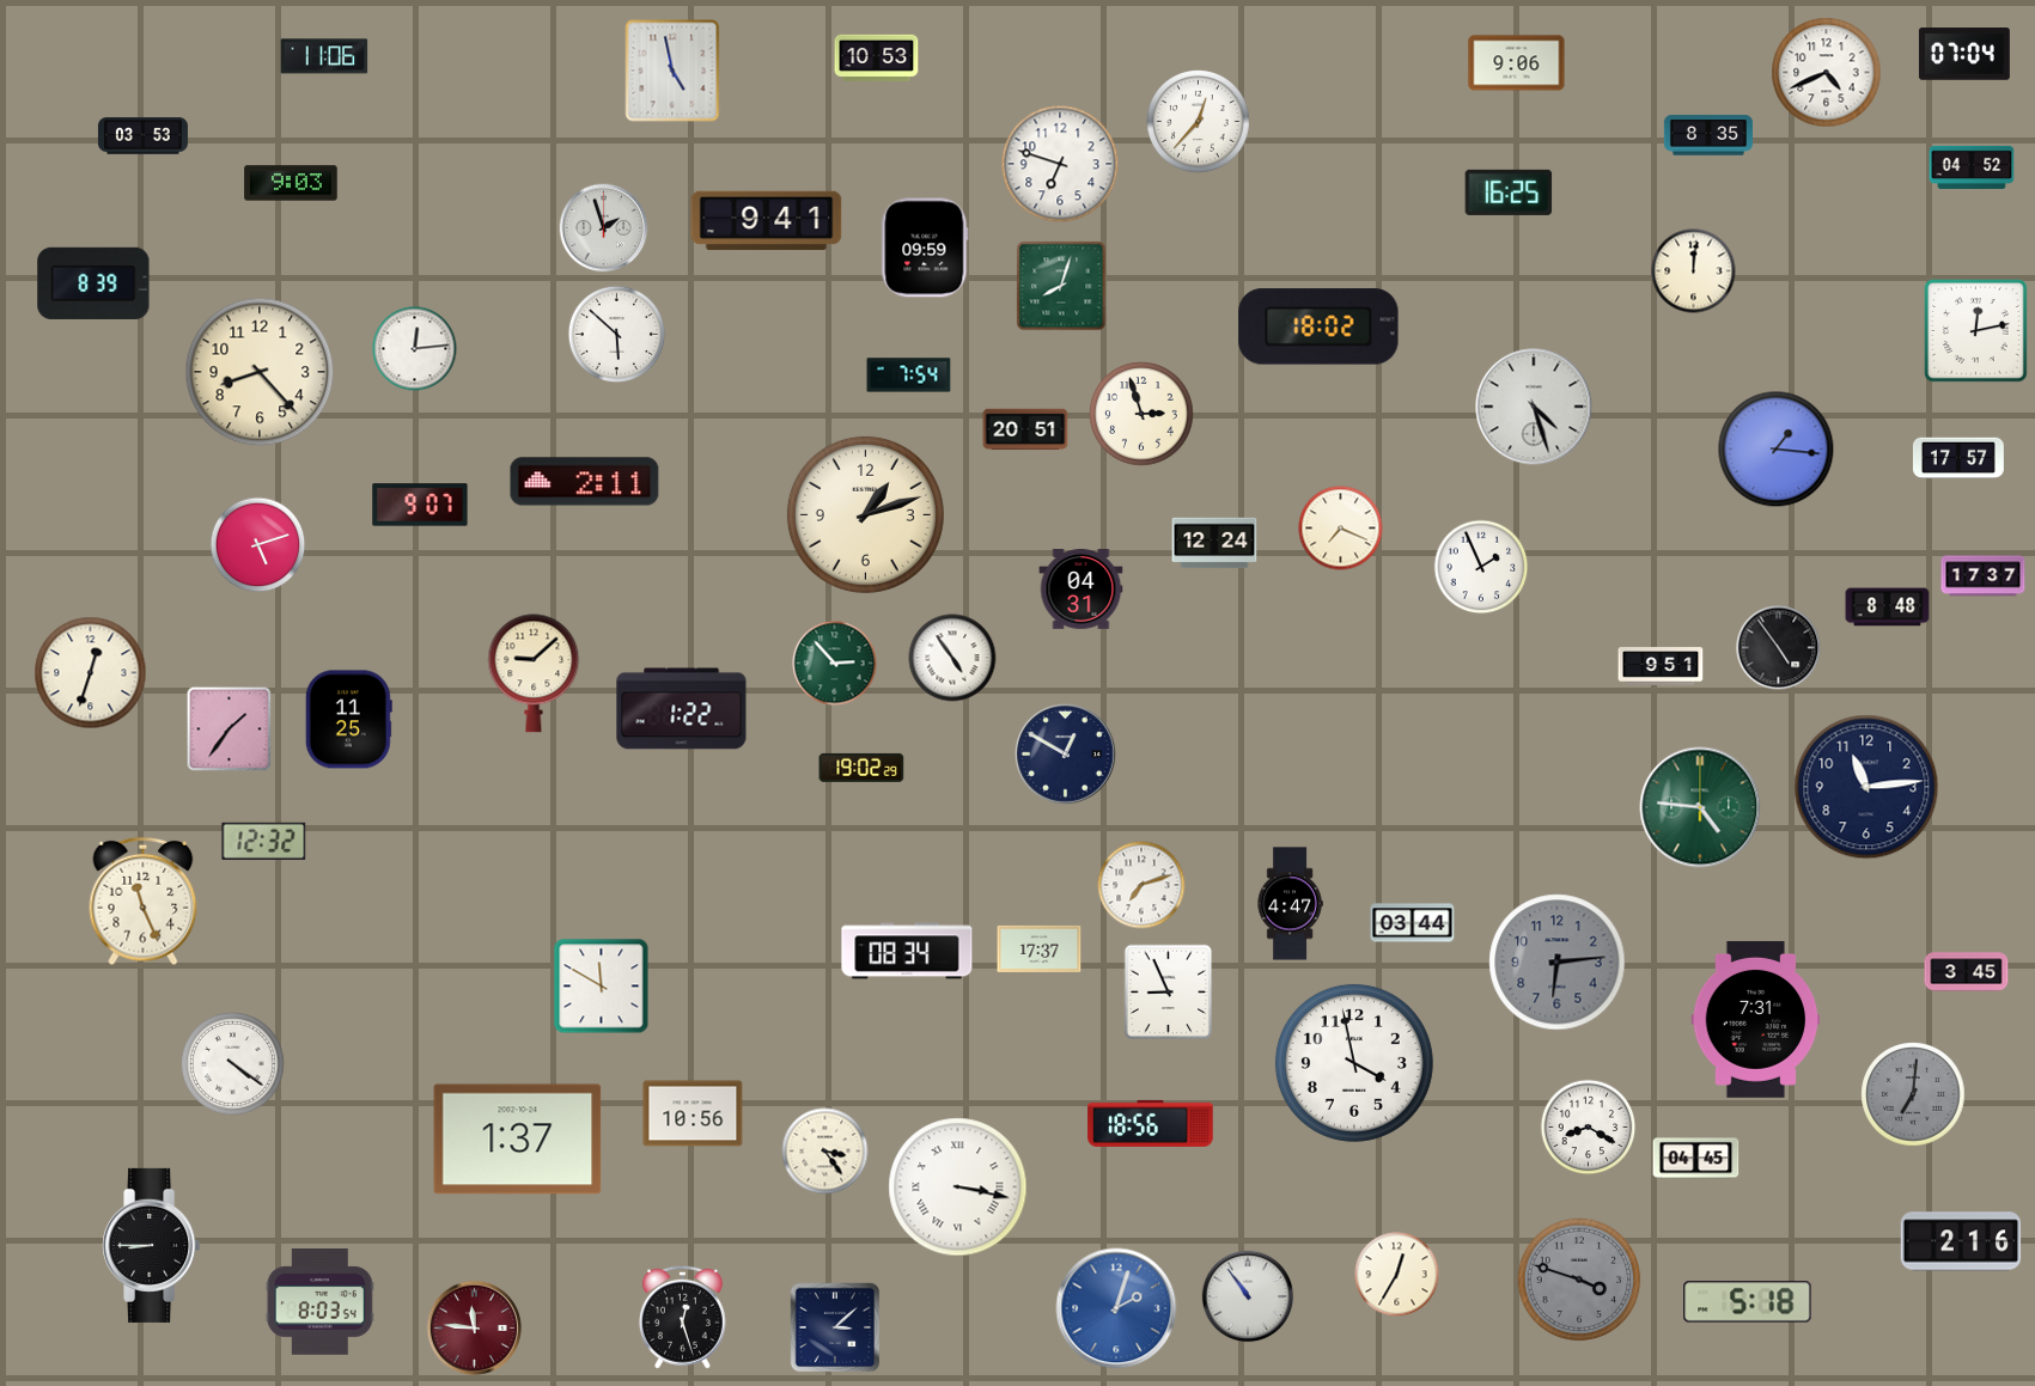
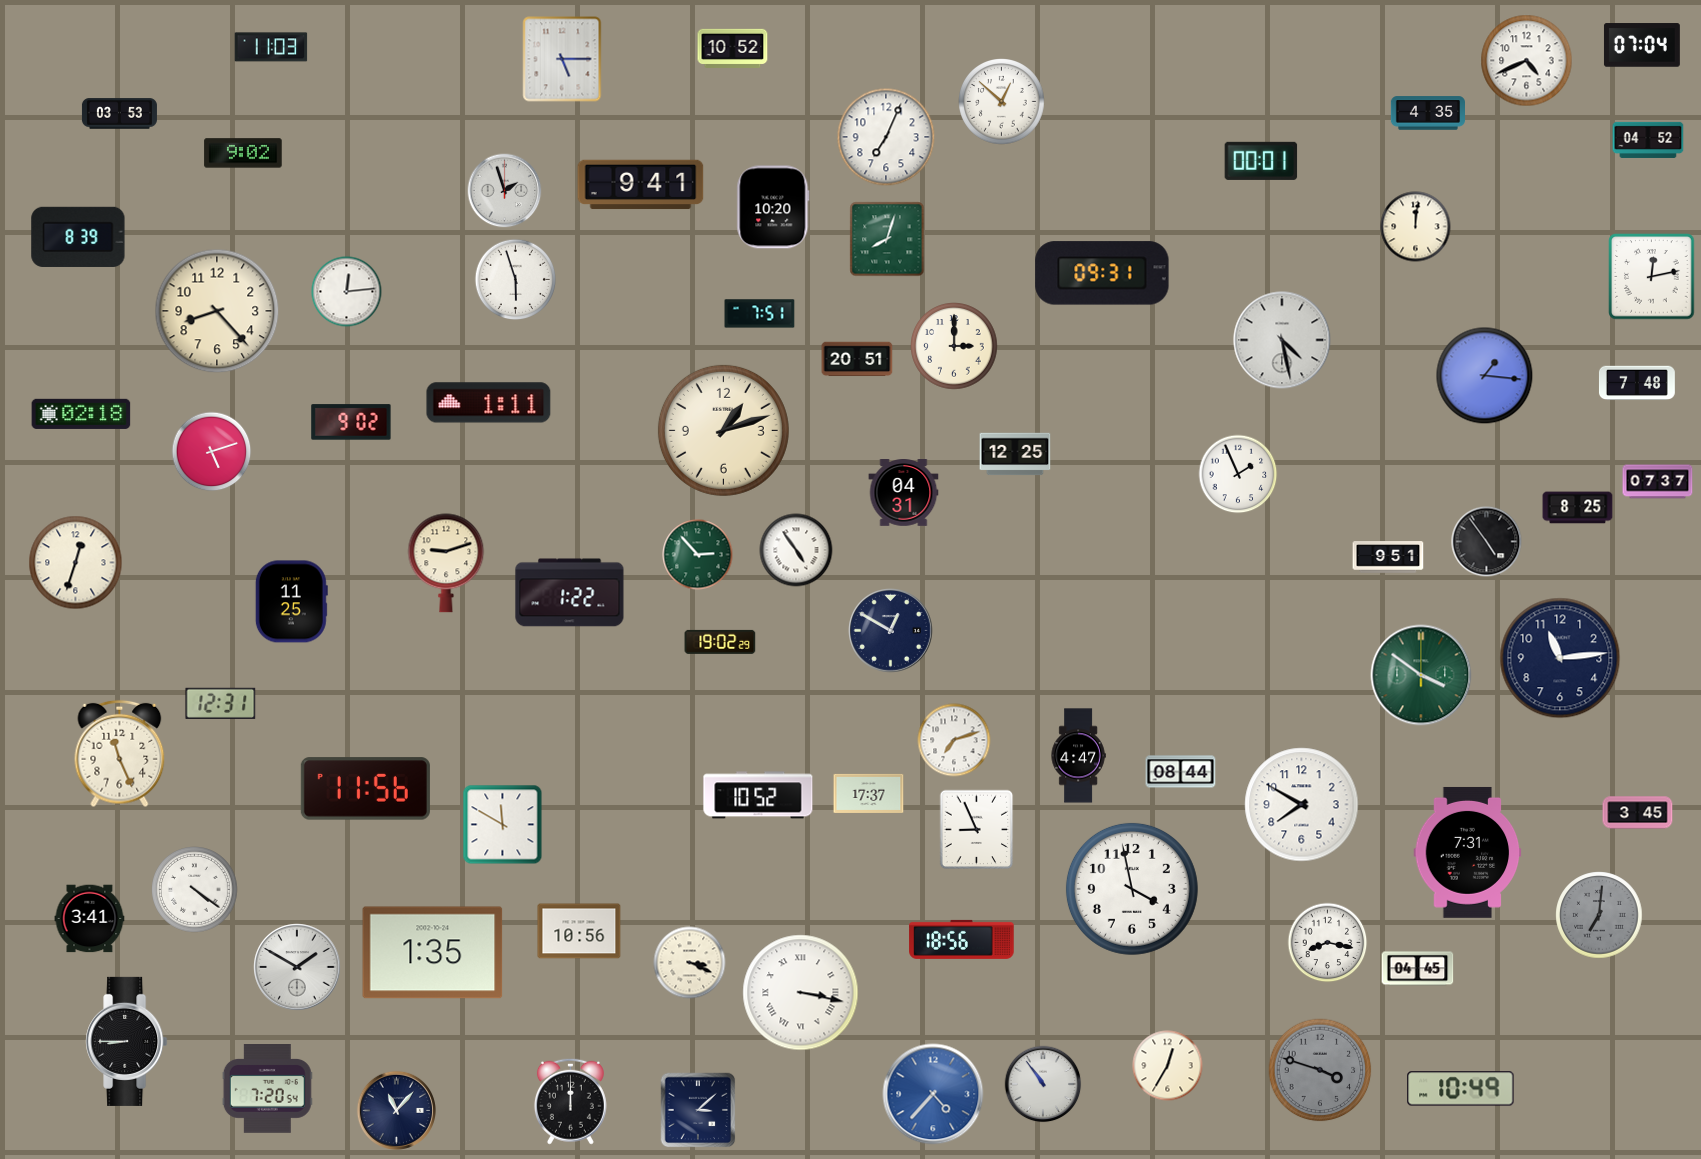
clock at (324, 56): 11:06 -> 11:03
clock at (877, 57): 10:53 -> 10:52
clock at (1517, 63): 9:06 -> none
clock at (672, 71): 4:58 -> 5:15
clock at (1199, 122): 12:37 -> 12:52
clock at (1707, 135): 8:35 -> 4:35
clock at (1060, 164): 6:48 -> 7:04
clock at (291, 183): 9:03 -> 9:02
clock at (1509, 193): 16:25 -> 00:01
clock at (925, 248): 09:59 -> 10:20
clock at (1318, 326): 18:02 -> 09:31
clock at (617, 335): 5:52 -> 5:57
clock at (909, 375): 7:54 -> 7:51
clock at (1534, 407): 4:27 -> 4:28
clock at (1141, 414): 2:57 -> 3:00
clock at (1958, 458): 17:57 -> 7:48
clock at (585, 482): 2:11 -> 1:11
clock at (81, 414): none -> 02:18
clock at (420, 505): 9:07 -> 9:02
clock at (1341, 529): 7:19 -> none
clock at (1214, 543): 12:24 -> 12:25
clock at (258, 545) position: (258, 545) -> (212, 452)
clock at (1984, 576): 17:37 -> 07:37
clock at (1888, 607): 8:48 -> 8:25
clock at (534, 673): 9:08 -> 9:12
clock at (230, 729): 1:36 -> none
clock at (1700, 807): 4:46 -> 3:51
clock at (264, 841): 12:32 -> 12:31
clock at (1413, 923): 03:44 -> 08:44
clock at (365, 789): none -> 11:56
clock at (907, 951): 08:34 -> 10:52
clock at (1558, 963): 6:14 -> 7:50
clock at (1558, 963) dial: grey -> white
clock at (1967, 972) position: (1967, 972) -> (1638, 813)
clock at (90, 919): none -> 3:41
clock at (1589, 1128): 8:20 -> 8:17
clock at (518, 1140): 1:37 -> 1:35
clock at (825, 1152): 3:24 -> 3:19
clock at (297, 967): none -> 1:50
clock at (1961, 1241): 2:16 -> none
clock at (319, 1302): 8:03 -> 7:20
clock at (1748, 1302): 5:18 -> 10:49
clock at (1116, 1308): 2:03 -> 4:37
clock at (682, 1317): 12:27 -> 12:00
clock at (474, 1327): 11:46 -> 11:07
clock at (474, 1327) dial: burgundy -> navy
